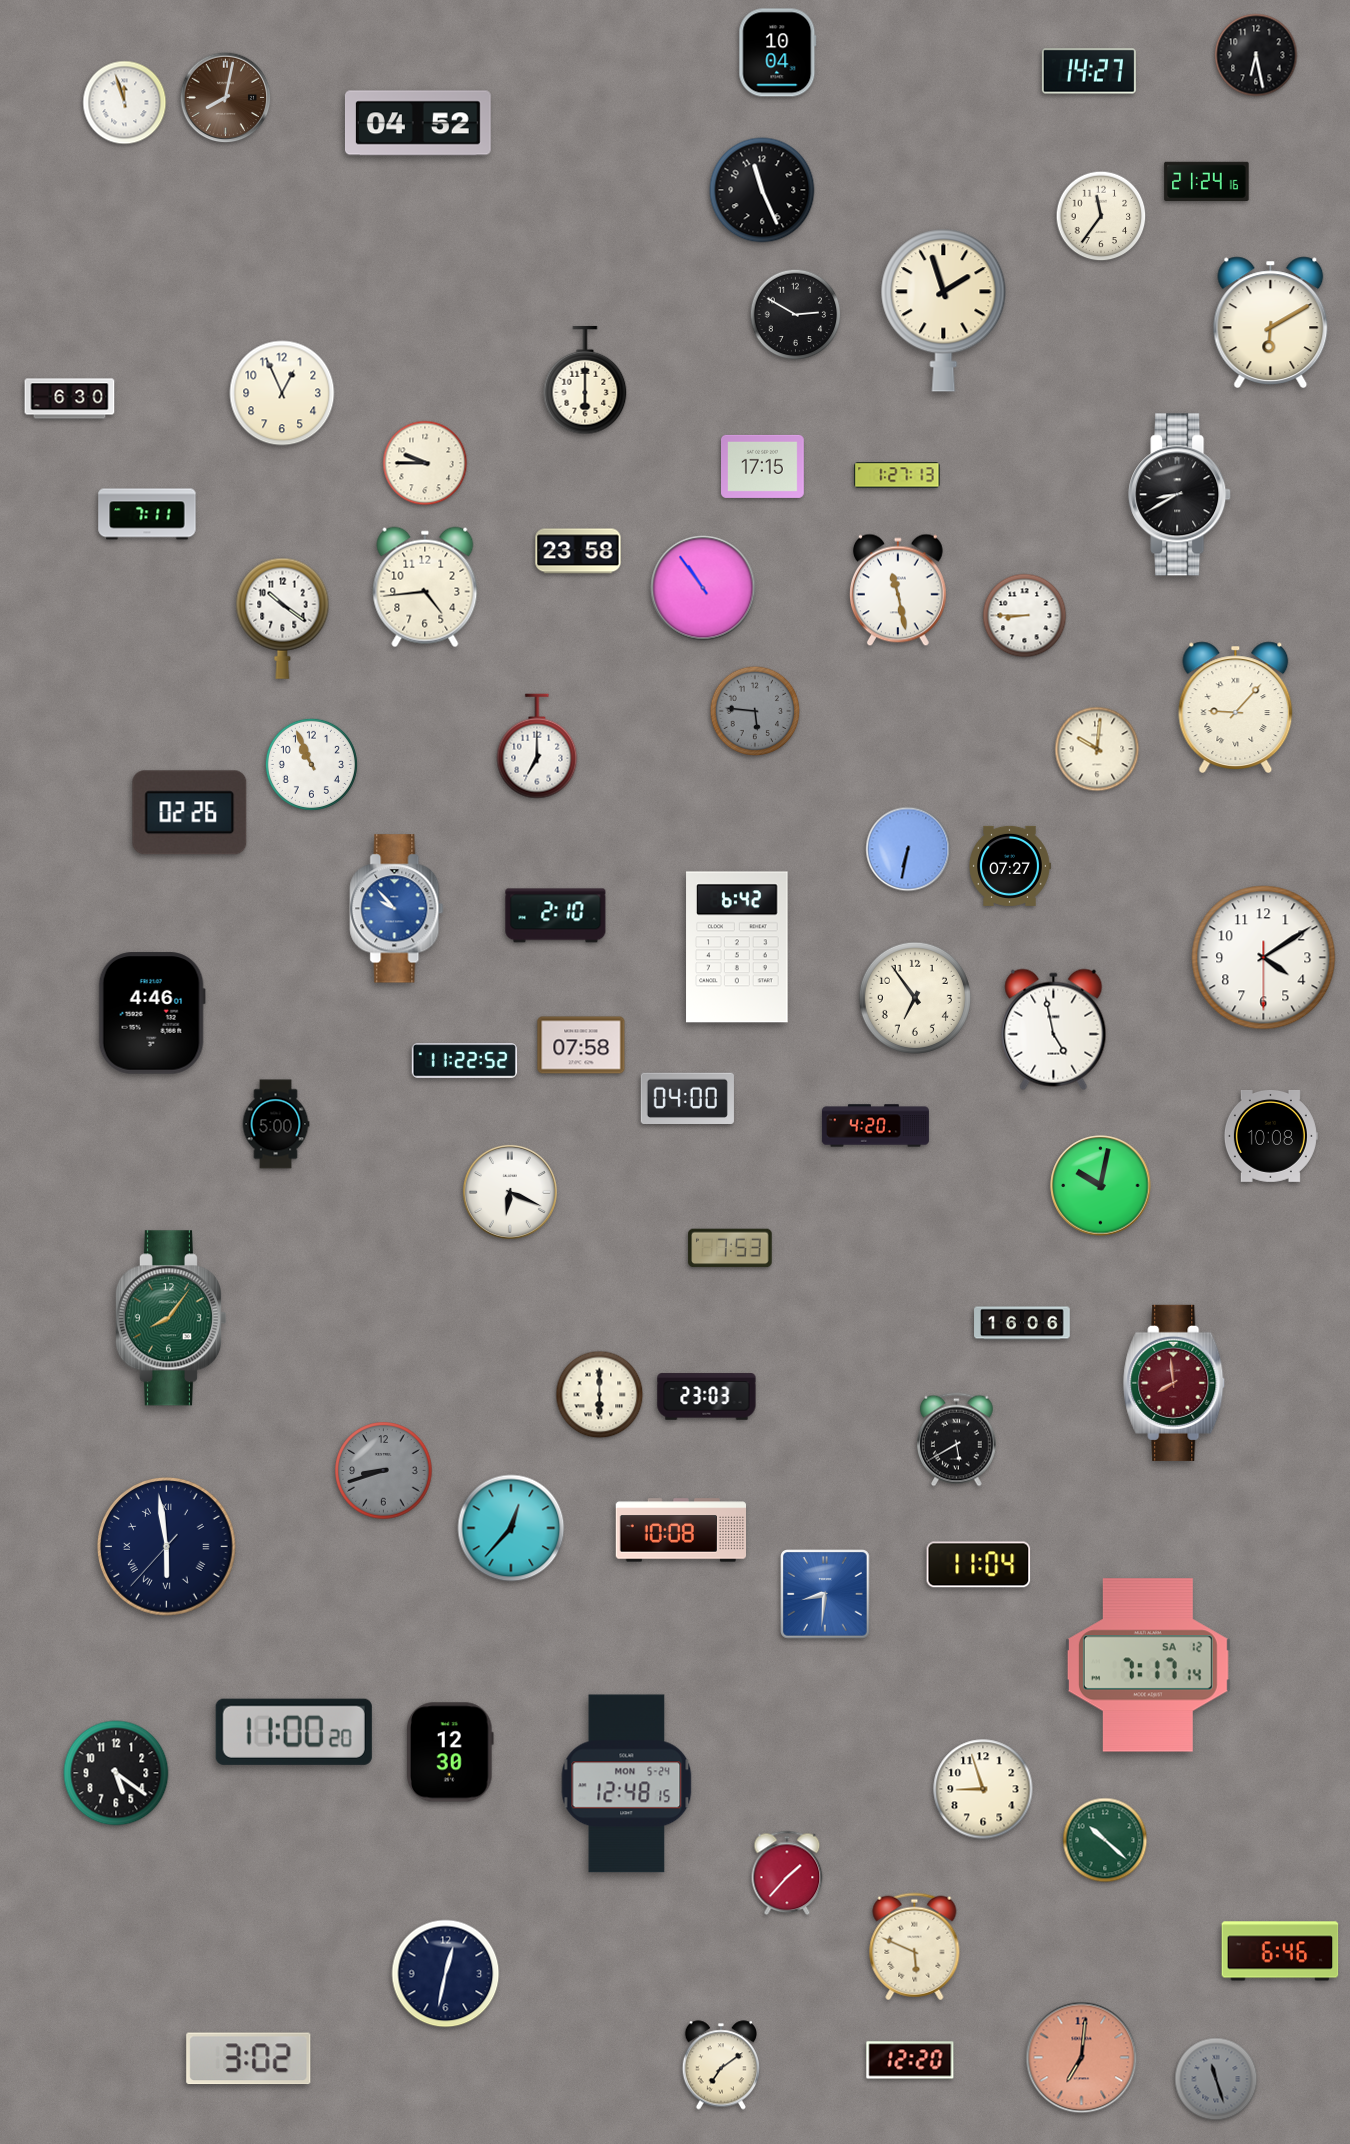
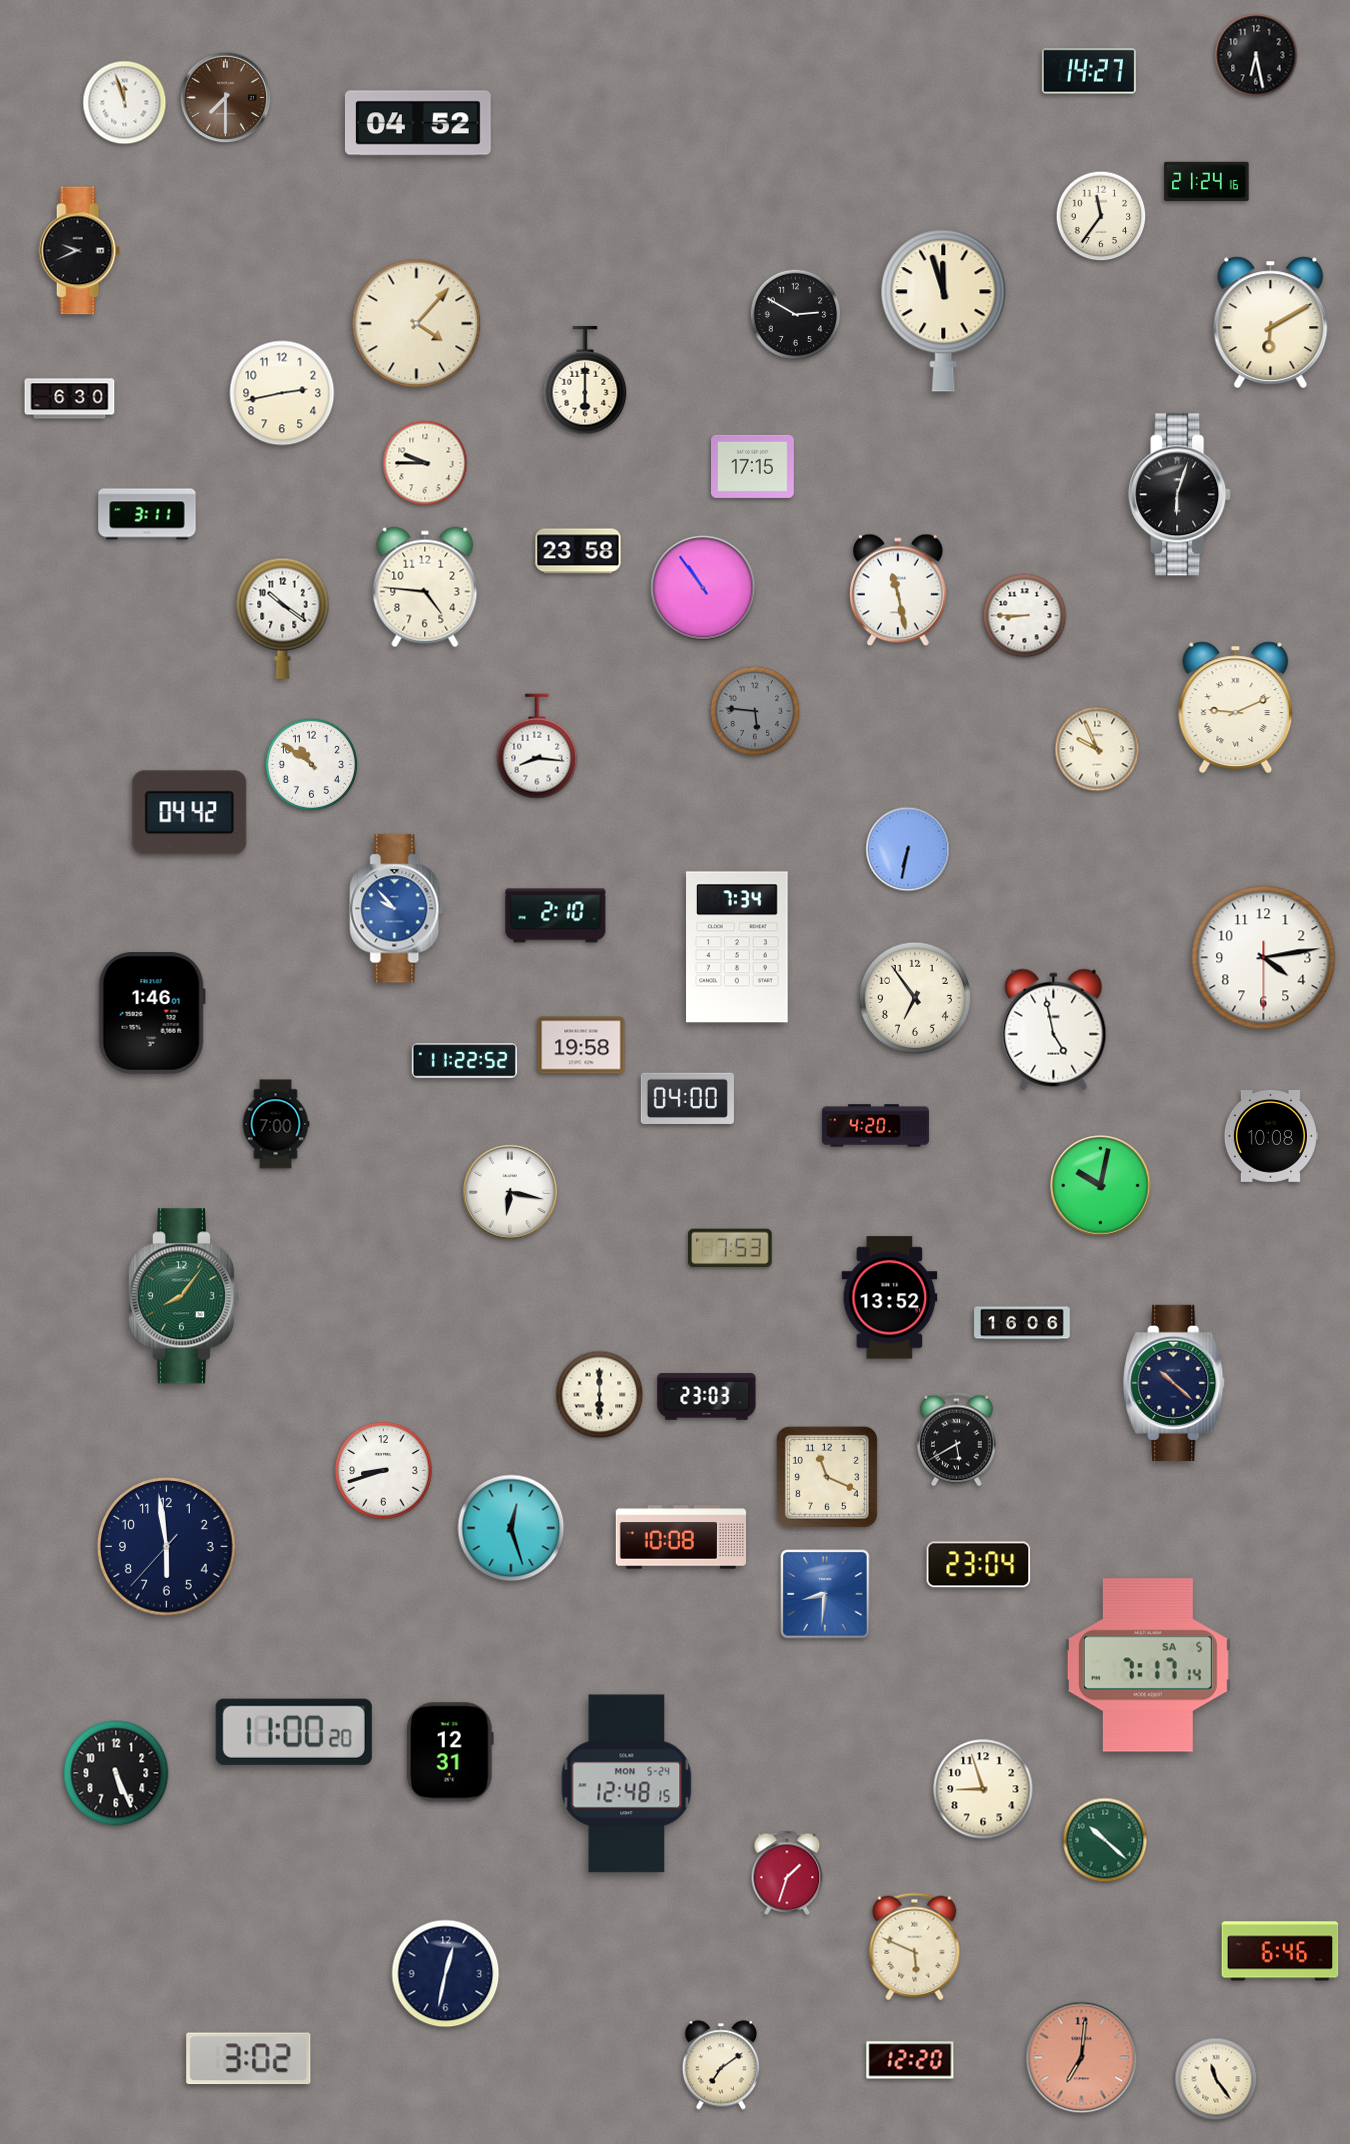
clock at (778, 53): 10:04 -> none
clock at (226, 98): 8:02 -> 7:30
clock at (762, 190): 11:26 -> none
clock at (79, 251): none -> 9:41
clock at (944, 311): 1:57 -> 11:57
clock at (417, 324): none -> 4:07
clock at (282, 393): 12:56 -> 2:43
clock at (763, 466) position: (763, 466) -> (753, 466)
clock at (897, 475): 1:27 -> none
clock at (1180, 495): 8:40 -> 6:03
clock at (147, 514): 7:11 -> 3:11
clock at (425, 587): 4:44 -> 4:46
clock at (1236, 707): 9:07 -> 9:11
clock at (537, 746): 7:00 -> 8:16
clock at (1097, 749): 10:01 -> 9:56
clock at (311, 764): 10:56 -> 10:51
clock at (190, 813): 02:26 -> 04:42
clock at (1010, 866): 07:27 -> none
clock at (737, 947): 6:42 -> 7:34
clock at (1264, 958): 4:09 -> 4:13
clock at (152, 1013): 4:46 -> 1:46
clock at (581, 1045): 07:58 -> 19:58
clock at (276, 1124): 5:00 -> 7:00
clock at (510, 1192): 6:19 -> 6:17
clock at (890, 1298): none -> 13:52
clock at (170, 1318) position: (170, 1318) -> (183, 1296)
clock at (1175, 1383): 7:59 -> 10:22
clock at (1175, 1383) dial: burgundy -> navy
clock at (384, 1471) dial: grey -> white
clock at (827, 1477): none -> 11:19
clock at (511, 1528): 12:37 -> 12:27
clock at (680, 1530) position: (680, 1530) -> (680, 1537)
clock at (167, 1547) numerals: Roman -> Arabic
clock at (979, 1565): 11:04 -> 23:04
clock at (1148, 1665) date: SA 12 -> SA 5
clock at (450, 1752): 12:30 -> 12:31
clock at (116, 1773): 5:21 -> 5:26
clock at (787, 1873): 1:37 -> 1:33
clock at (1216, 2079): 11:27 -> 11:24
clock at (1216, 2079) dial: grey -> cream
